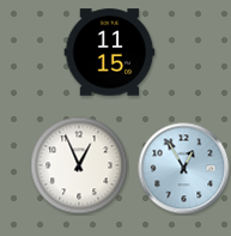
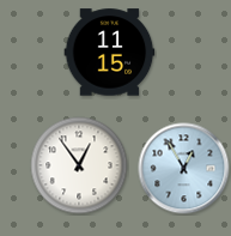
clock at (79, 165): 12:56 -> 12:54
